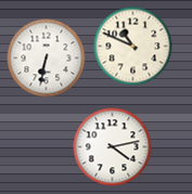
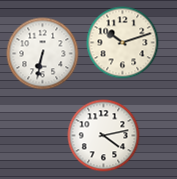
clock at (133, 47): 10:49 -> 10:12
